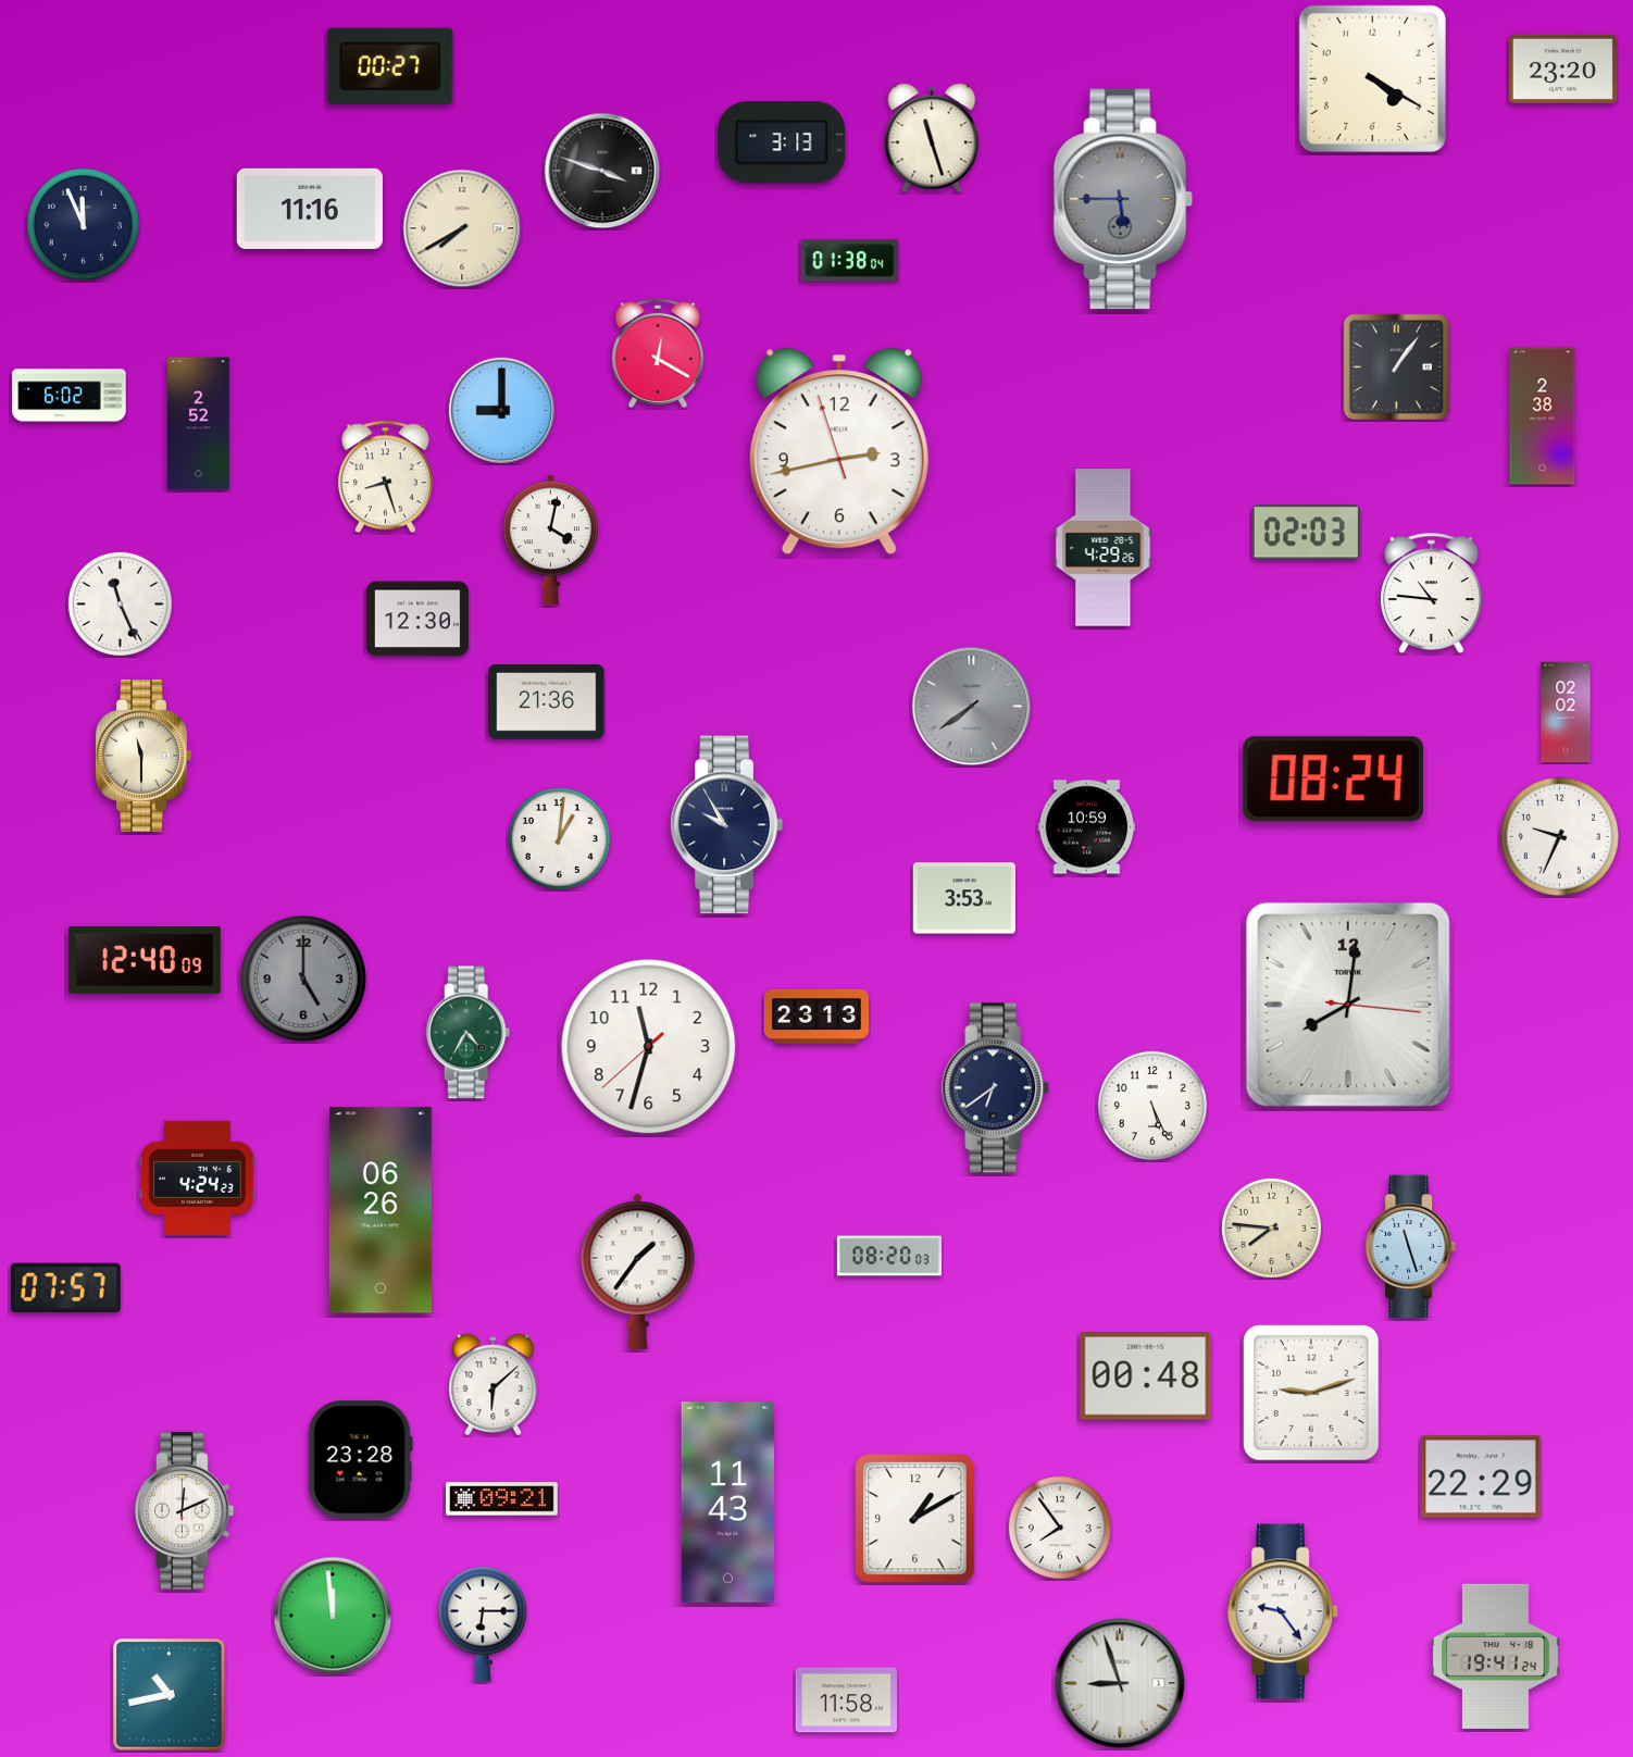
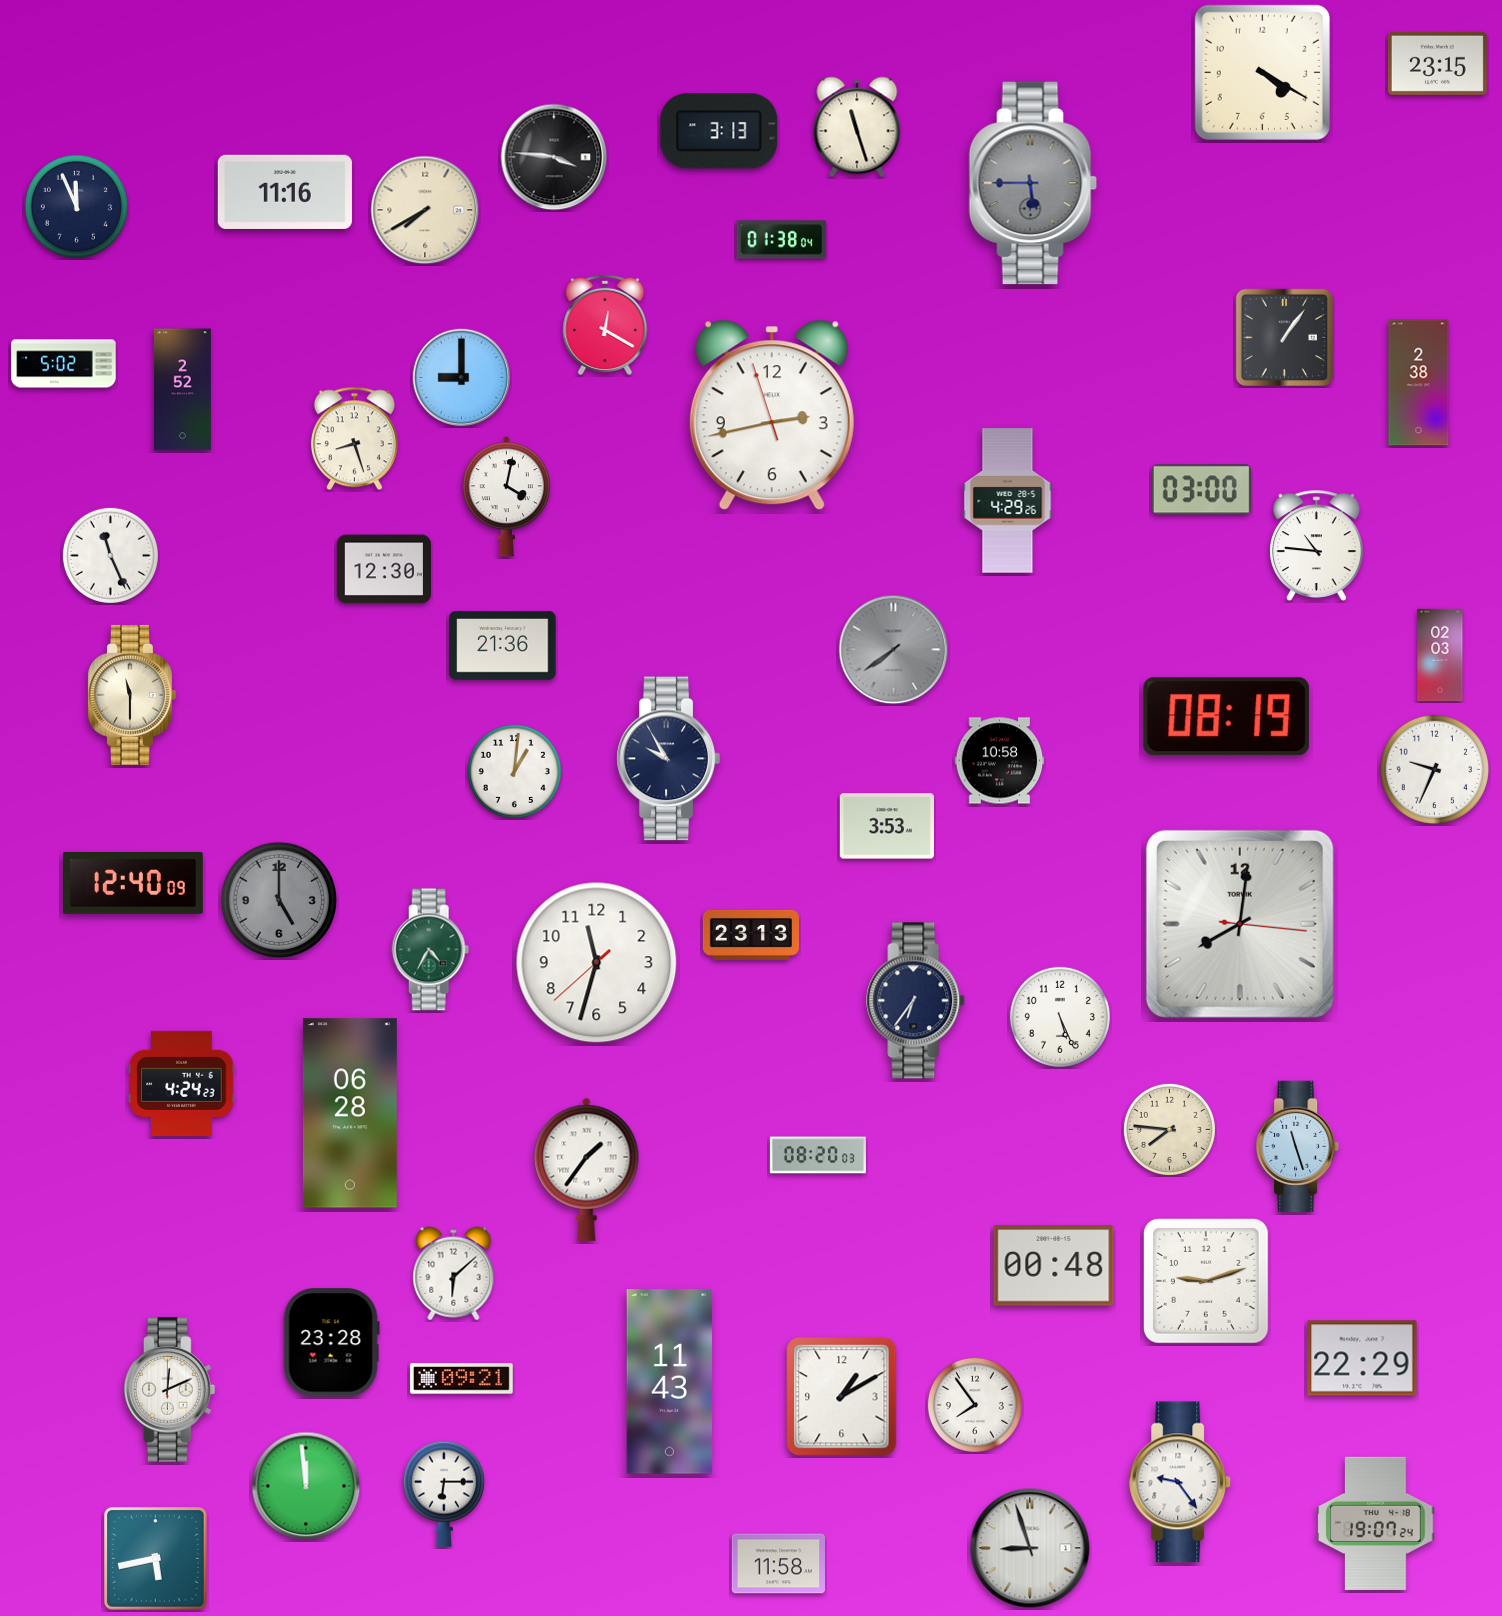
clock at (390, 65): 00:27 -> none
clock at (1562, 68): 23:20 -> 23:15
clock at (602, 171): 3:48 -> 3:46
clock at (70, 396): 6:02 -> 5:02
clock at (1306, 533): 02:03 -> 03:00
clock at (1104, 548) position: (1104, 548) -> (1008, 501)
clock at (1566, 712): 02:02 -> 02:03
clock at (1333, 780): 08:24 -> 08:19
clock at (1087, 827): 10:59 -> 10:58
clock at (996, 1088): 6:39 -> 6:36
clock at (381, 1210): 06:26 -> 06:28
clock at (65, 1288): 07:57 -> none
clock at (1496, 1656): 19:41 -> 19:07
clock at (170, 1695): 10:43 -> 5:43
